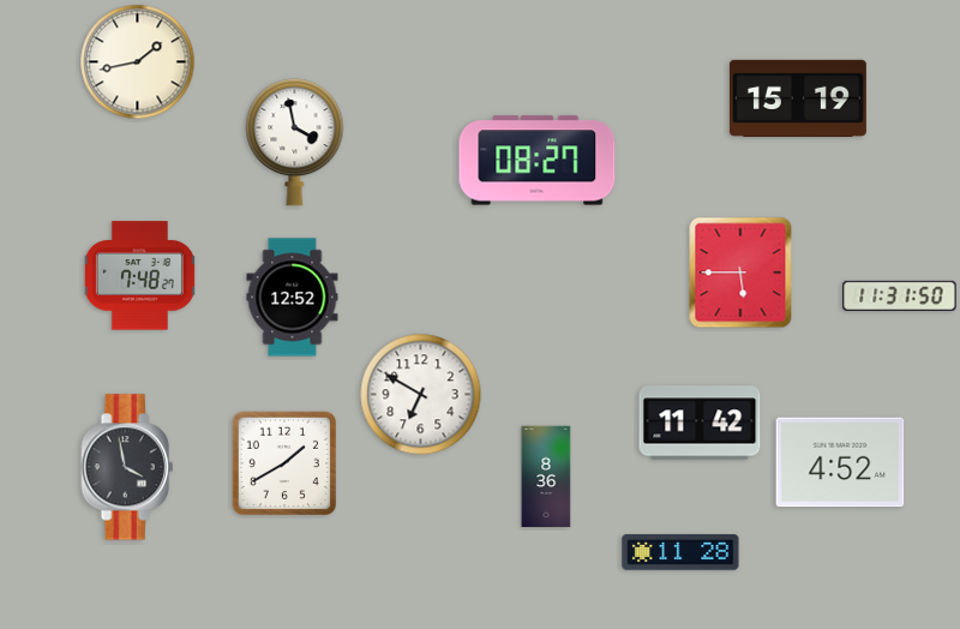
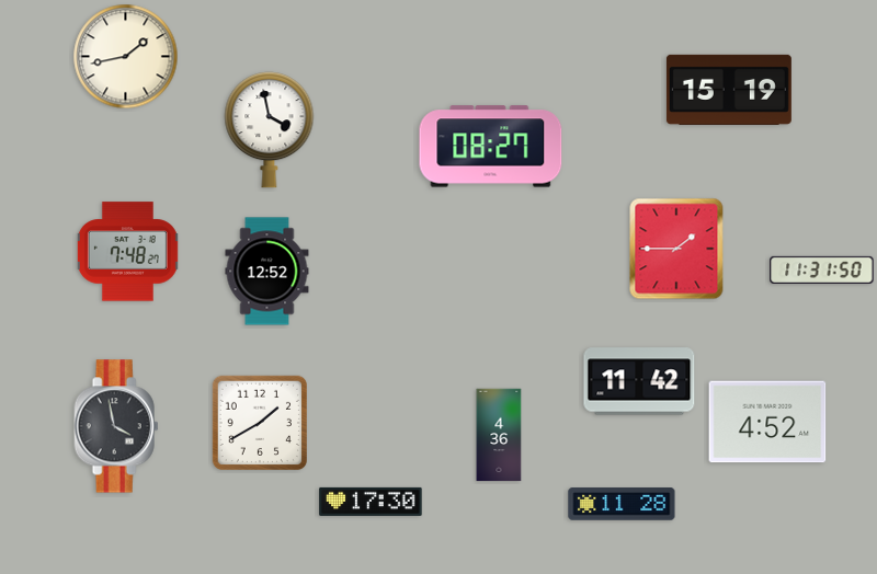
clock at (740, 272): 5:45 -> 1:45
clock at (421, 395): 6:50 -> none
clock at (700, 423) position: (700, 423) -> (639, 381)
clock at (546, 477): 8:36 -> 4:36
clock at (371, 502): none -> 17:30
